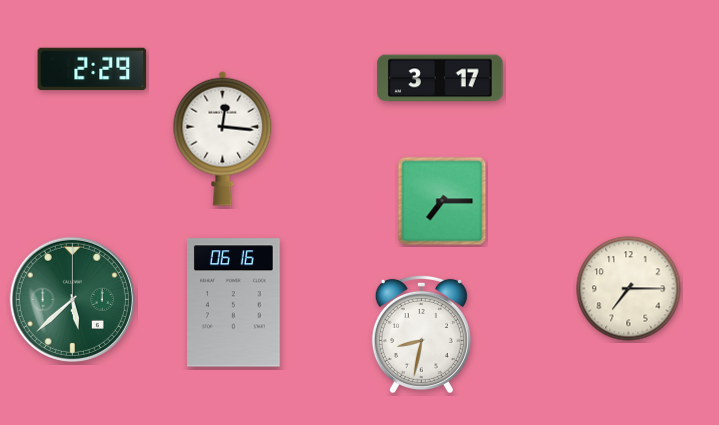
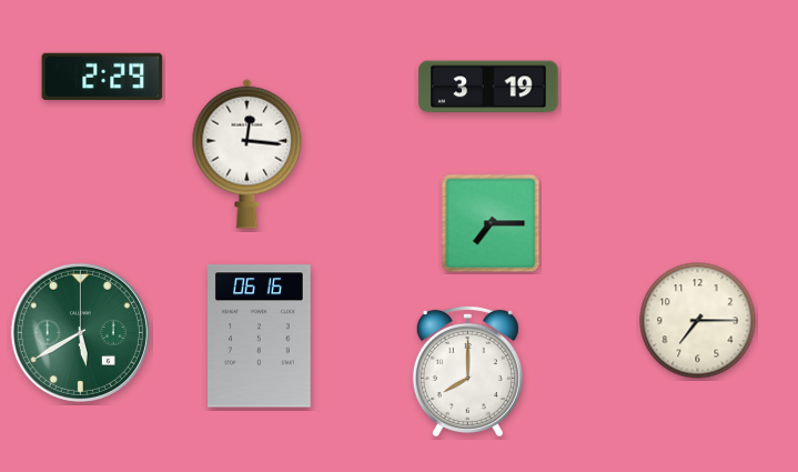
clock at (440, 78): 3:17 -> 3:19
clock at (72, 299): 5:38 -> 5:40
clock at (421, 334): 8:32 -> 8:00
